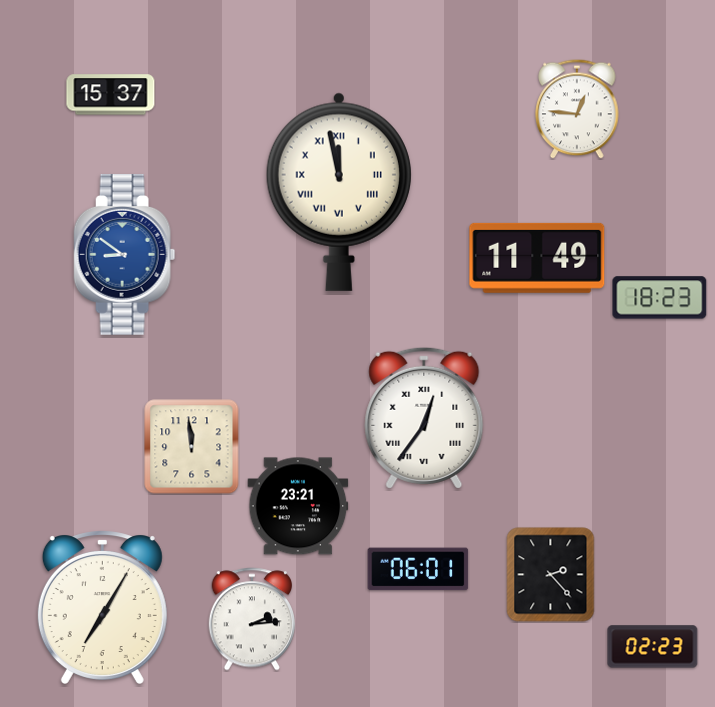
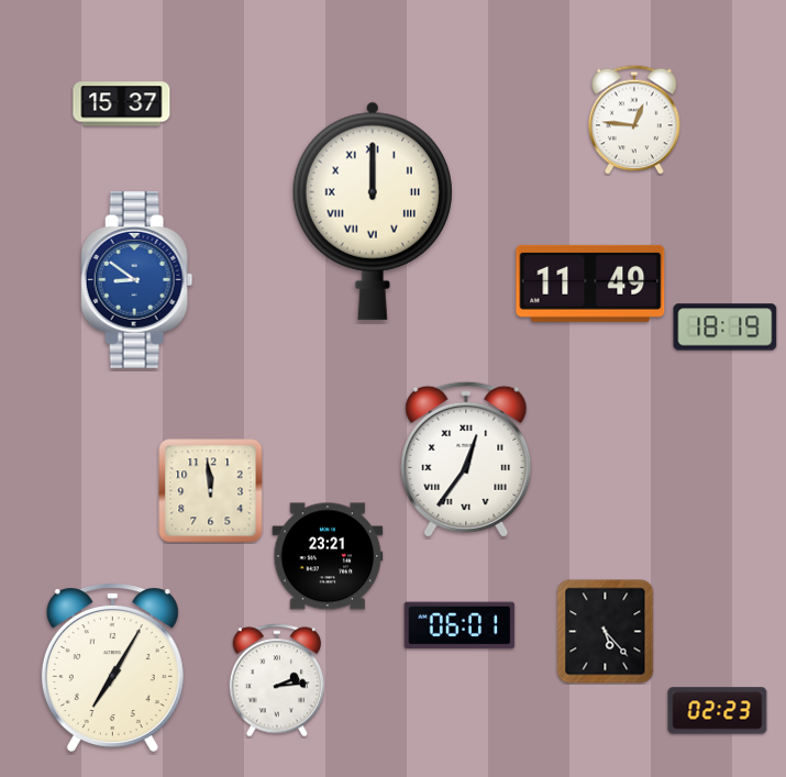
clock at (339, 192): 11:58 -> 12:00
clock at (660, 298): 18:23 -> 18:19
clock at (551, 575): 2:23 -> 5:23
